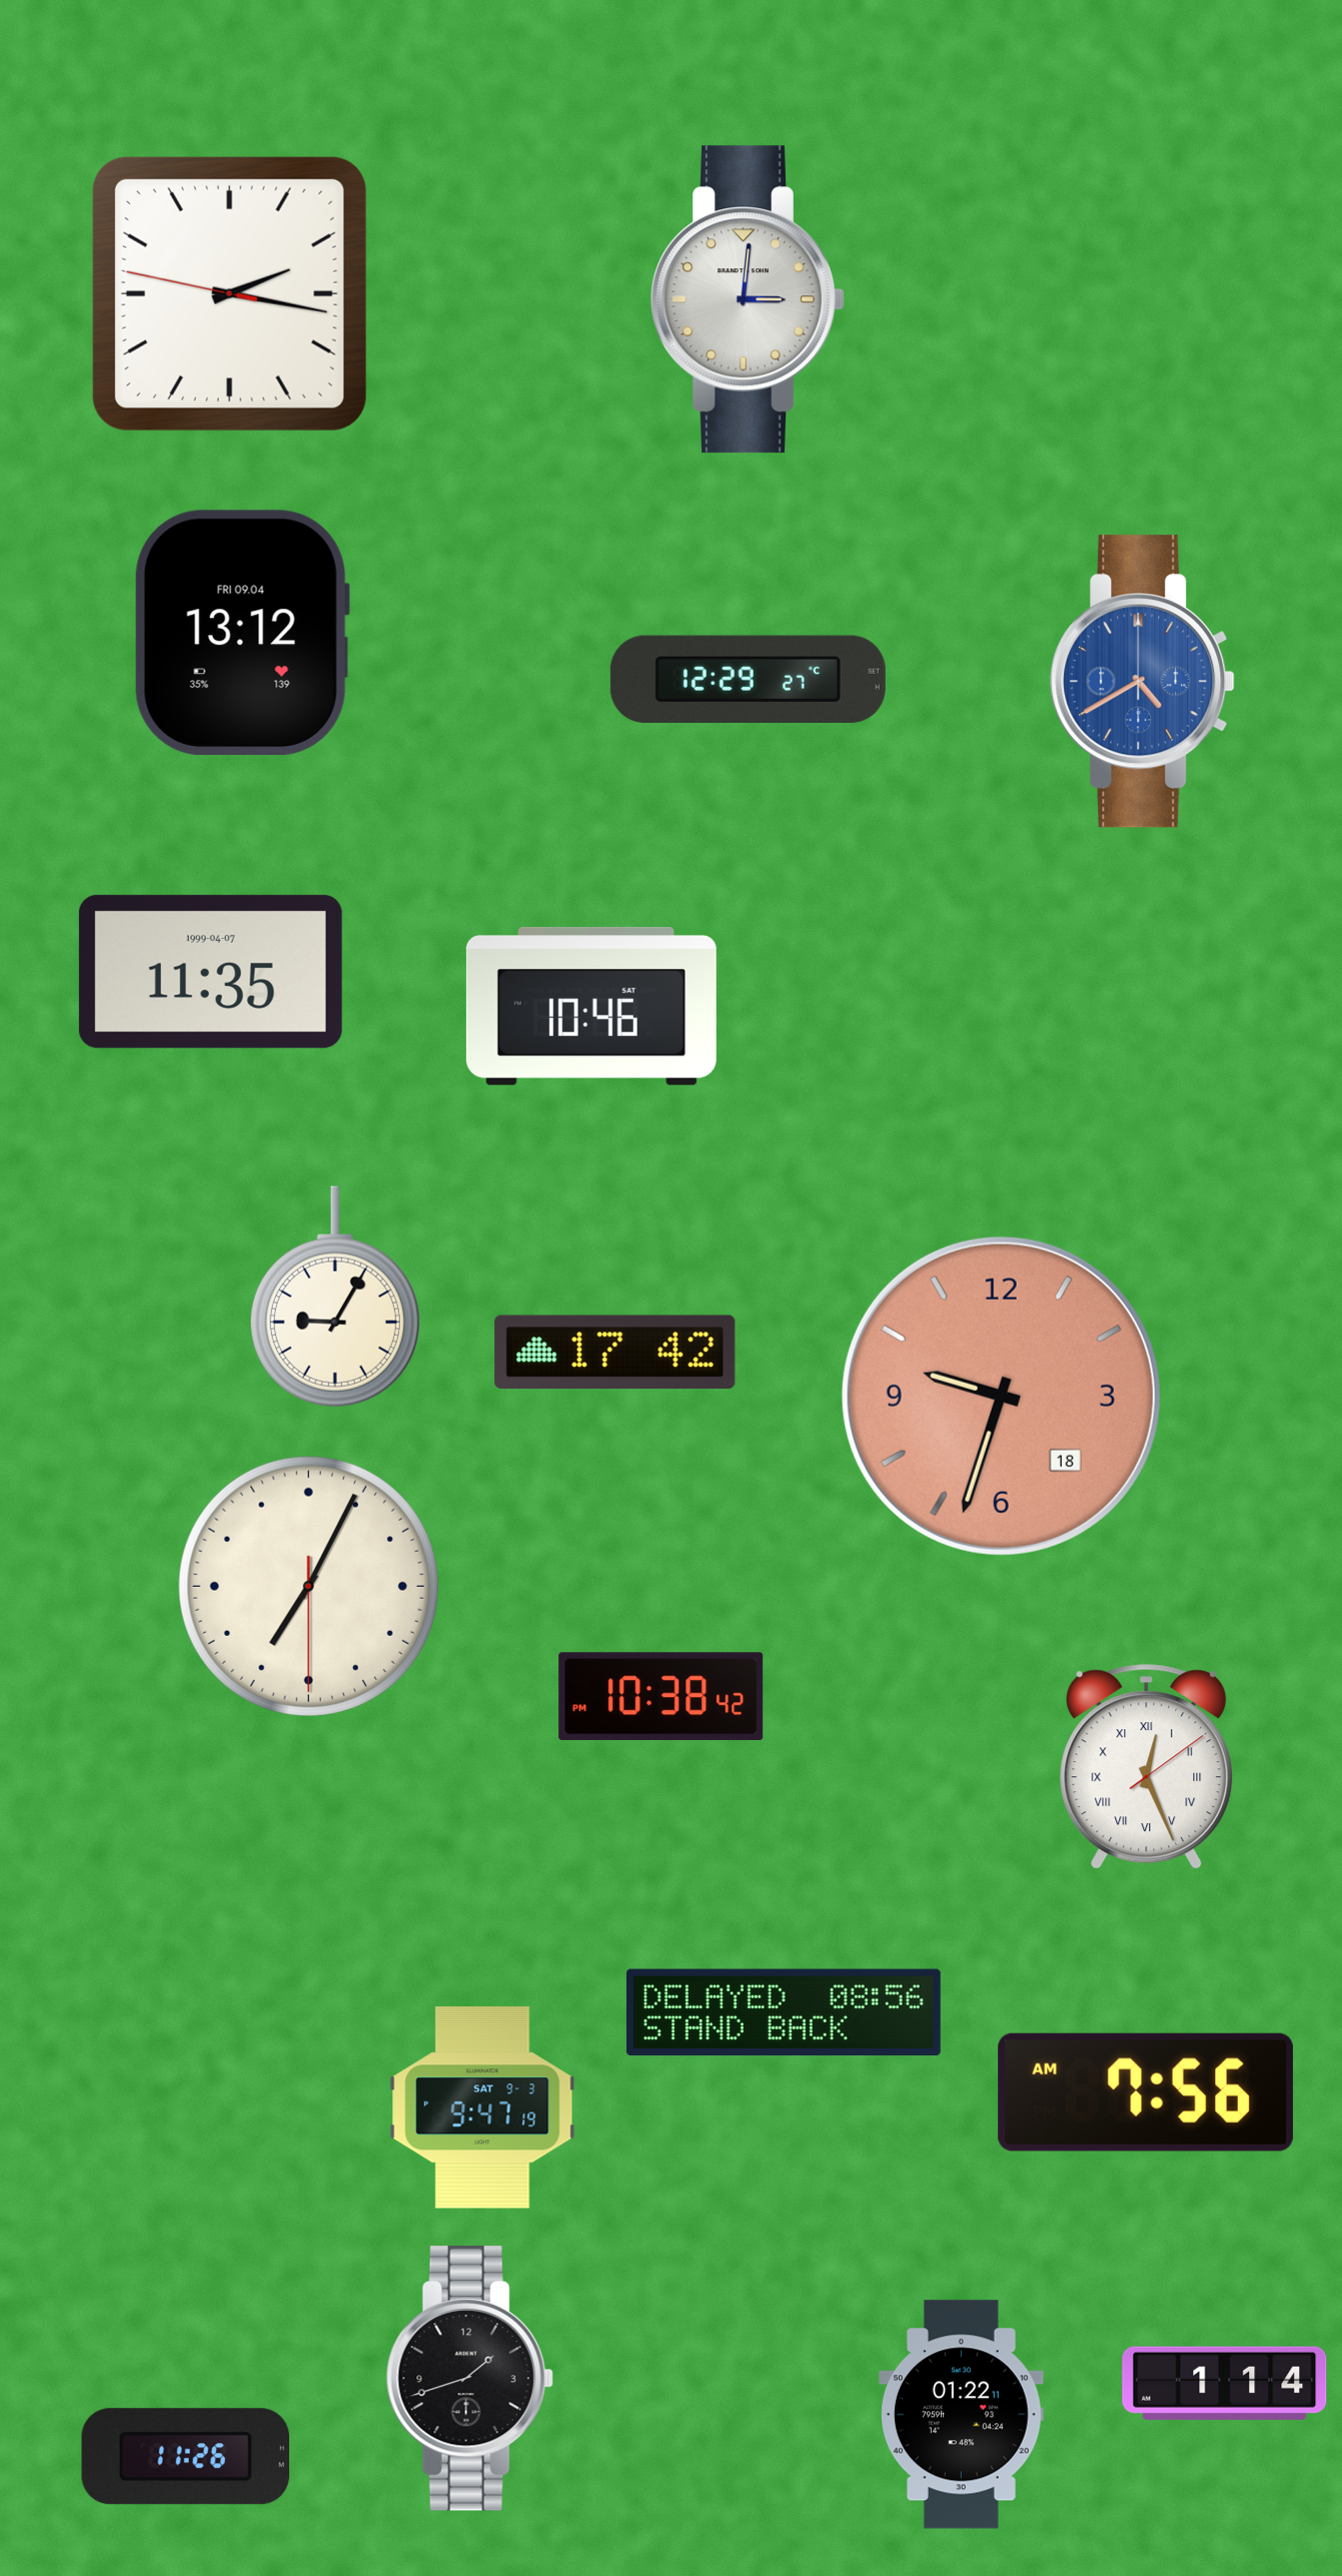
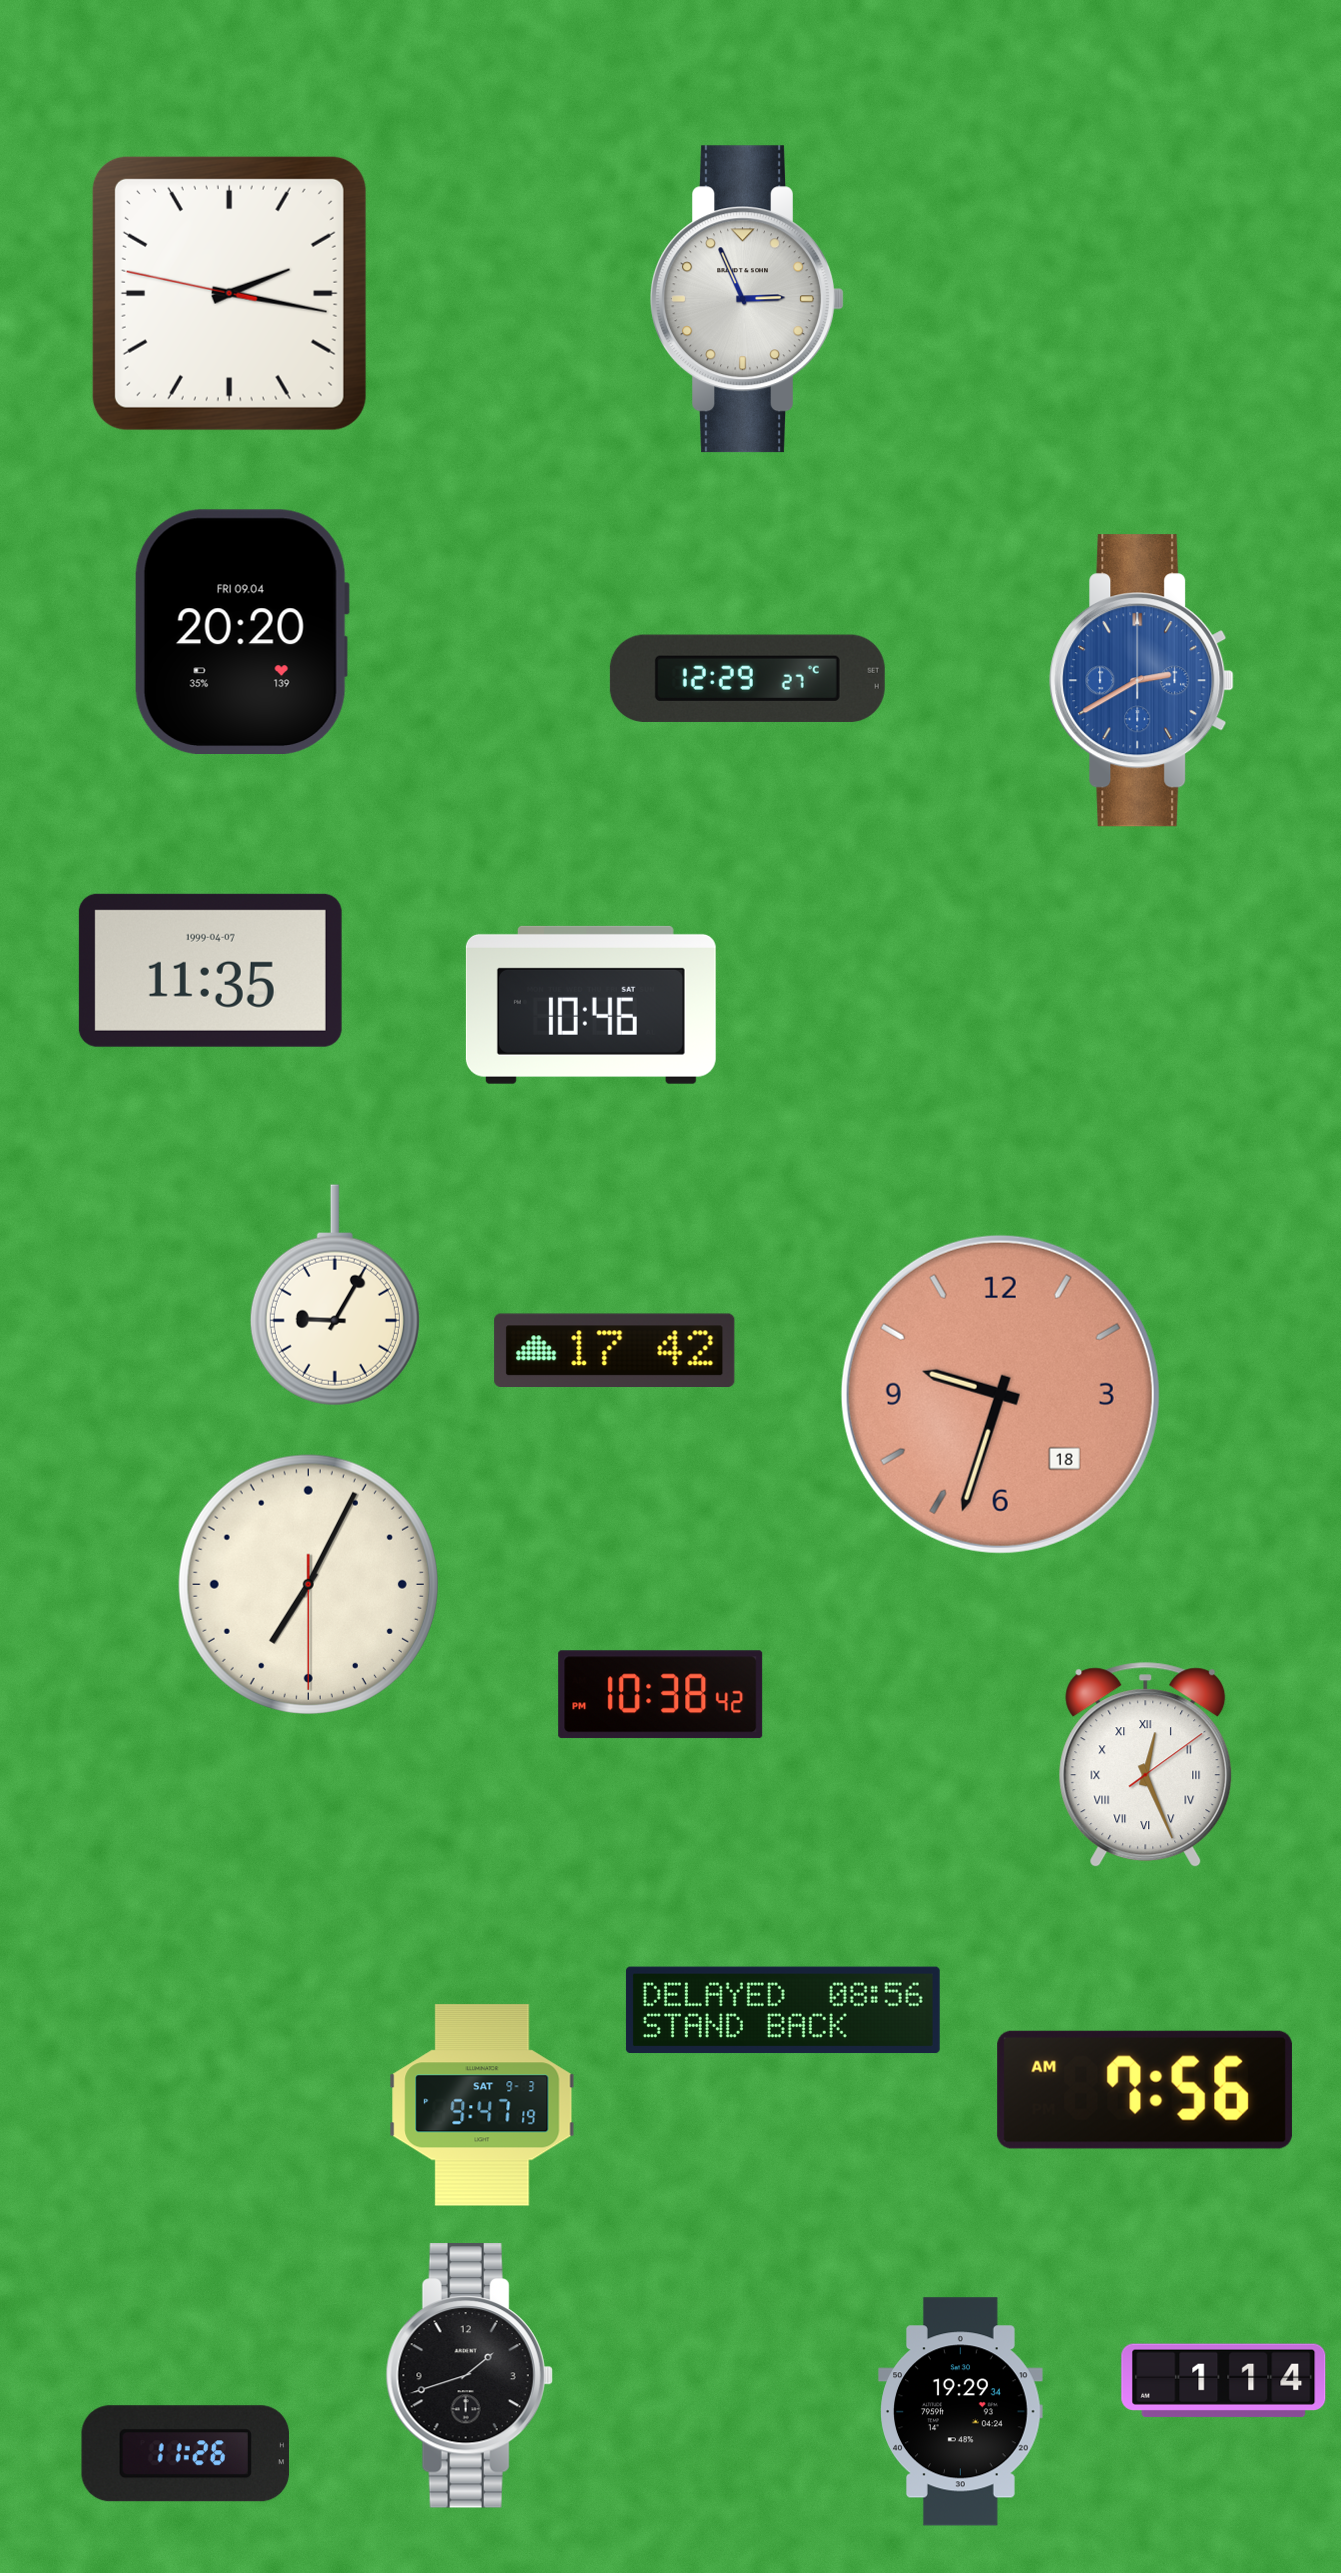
clock at (748, 299): 3:01 -> 2:56
clock at (242, 632): 13:12 -> 20:20
clock at (1143, 682): 4:40 -> 2:40
clock at (962, 2415): 01:22 -> 19:29
